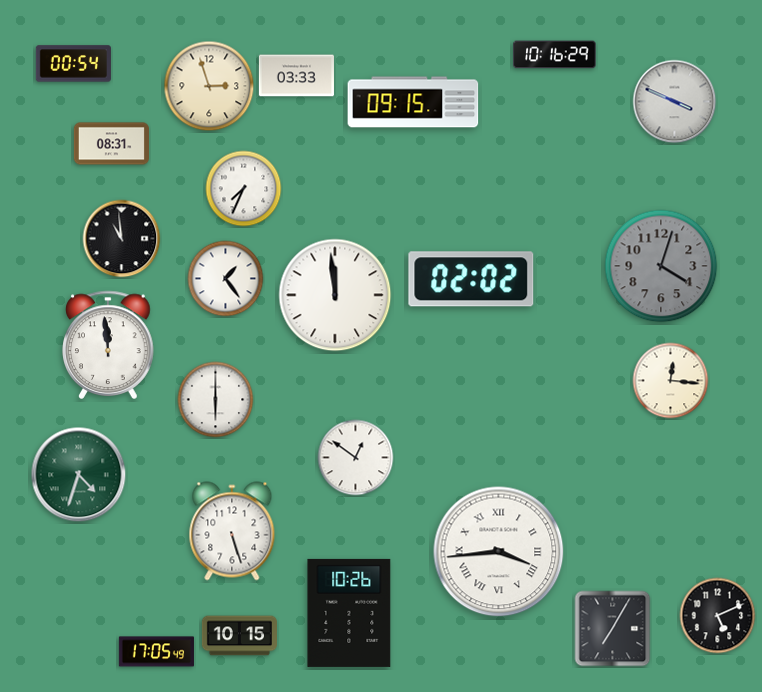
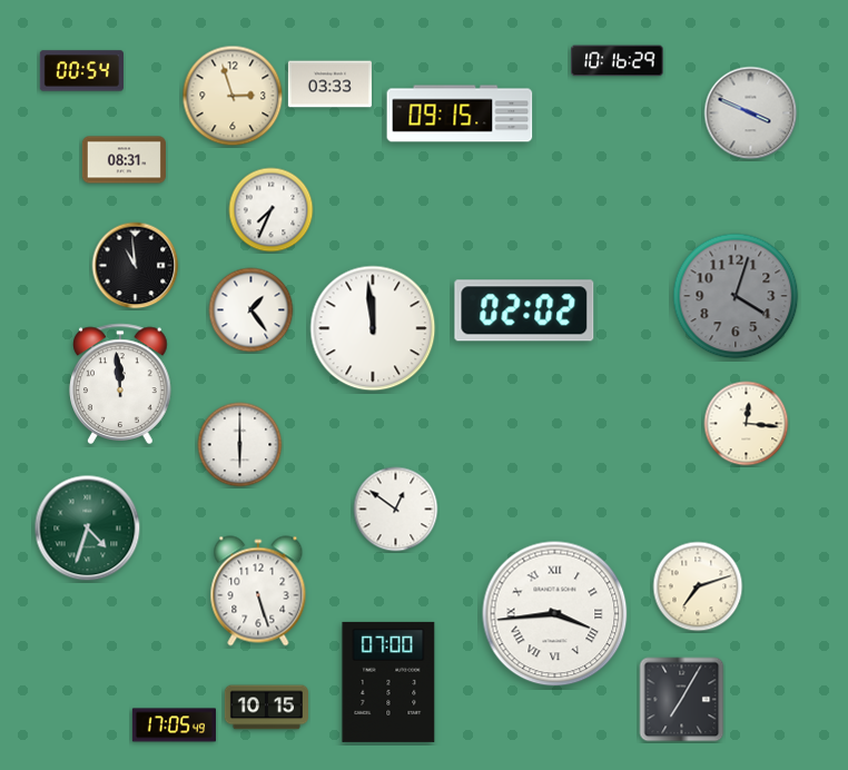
clock at (698, 586): none -> 7:12
clock at (349, 613): 10:26 -> 07:00
clock at (718, 616): 5:11 -> none
